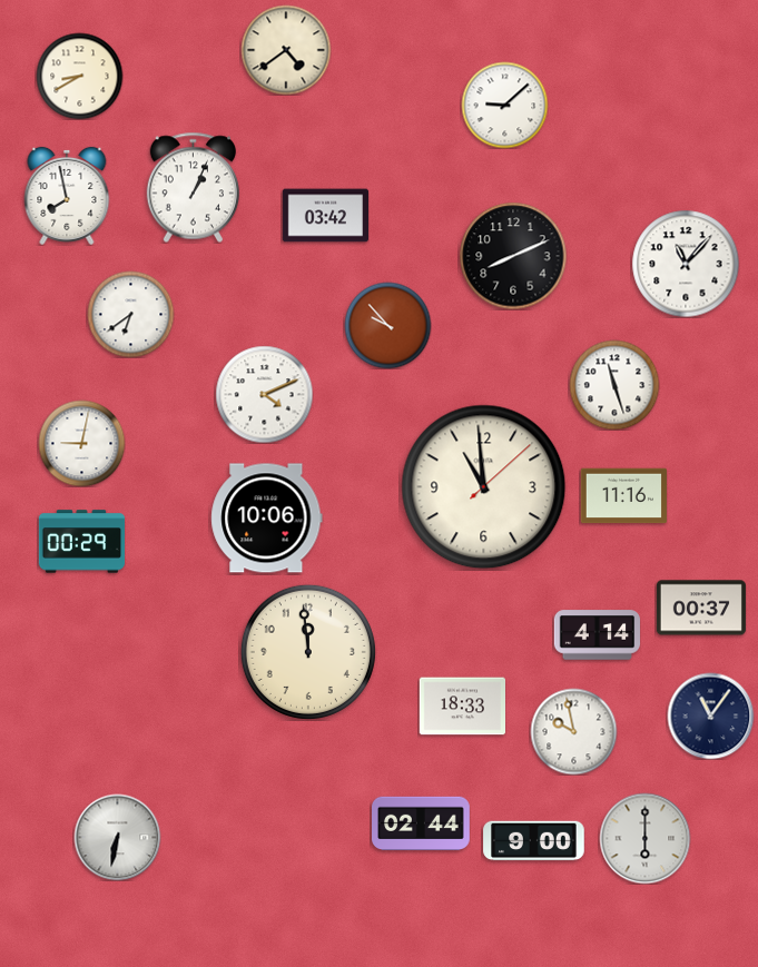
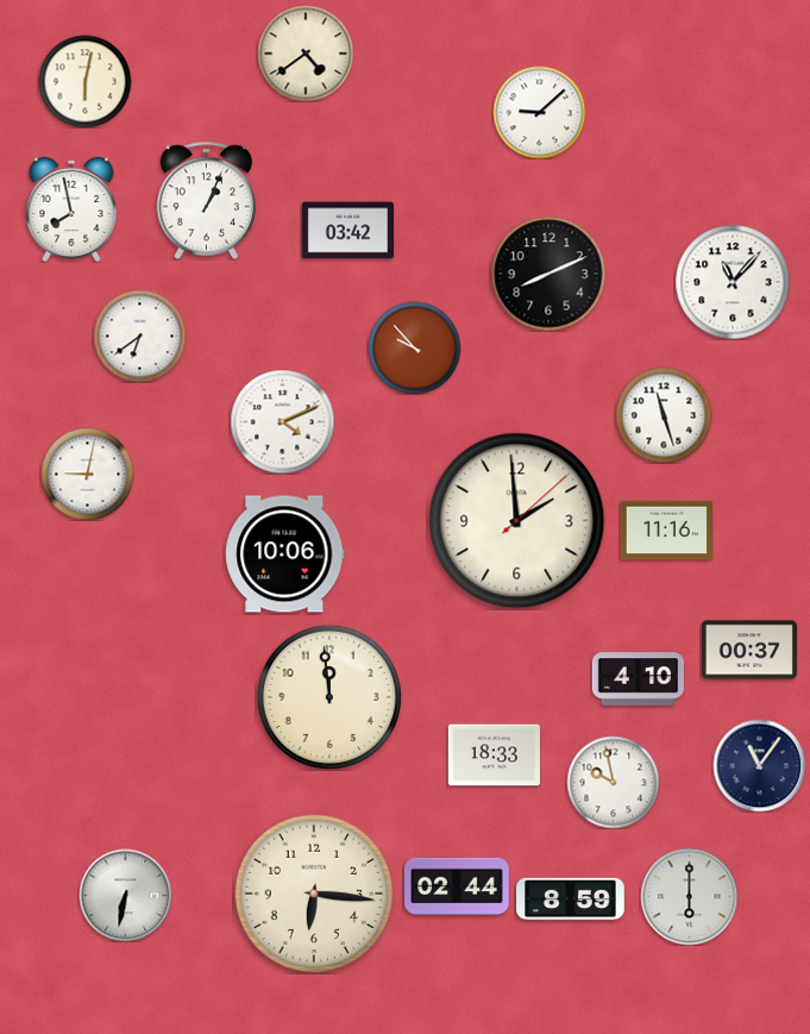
clock at (79, 76): 8:40 -> 6:02
clock at (614, 385) position: (614, 385) -> (664, 415)
clock at (484, 487): 10:59 -> 1:59
clock at (81, 542): 00:29 -> none
clock at (597, 635): 4:14 -> 4:10
clock at (422, 822) position: (422, 822) -> (458, 885)
clock at (314, 894): none -> 6:16
clock at (534, 841): 9:00 -> 8:59
